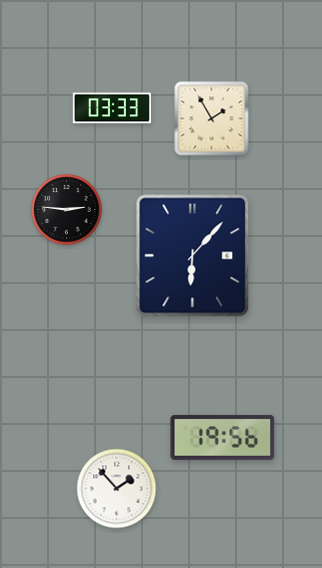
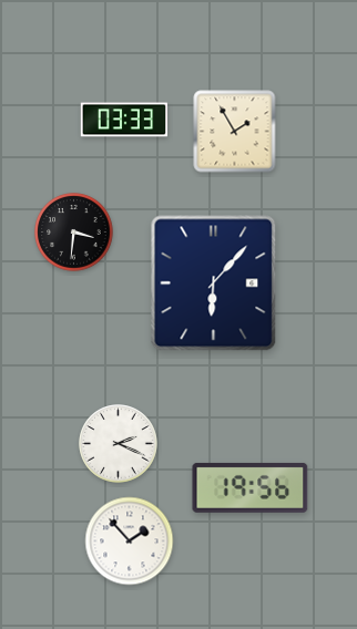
clock at (67, 210): 2:46 -> 3:31
clock at (119, 444): none -> 2:19
clock at (223, 437) position: (223, 437) -> (251, 487)
